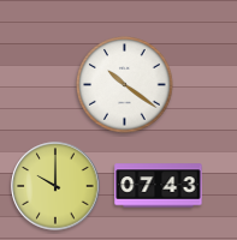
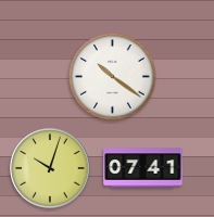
clock at (55, 186): 10:00 -> 10:03
clock at (159, 186): 07:43 -> 07:41
